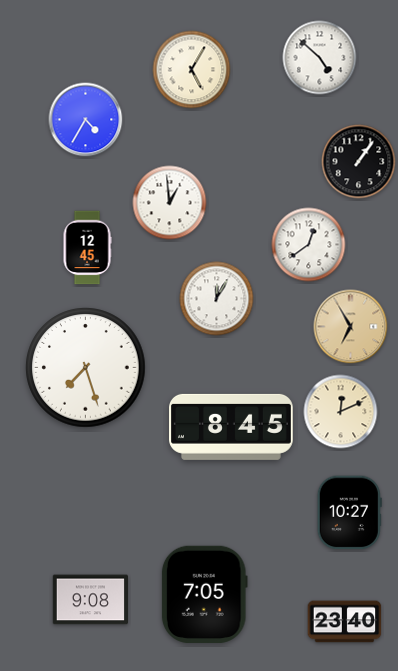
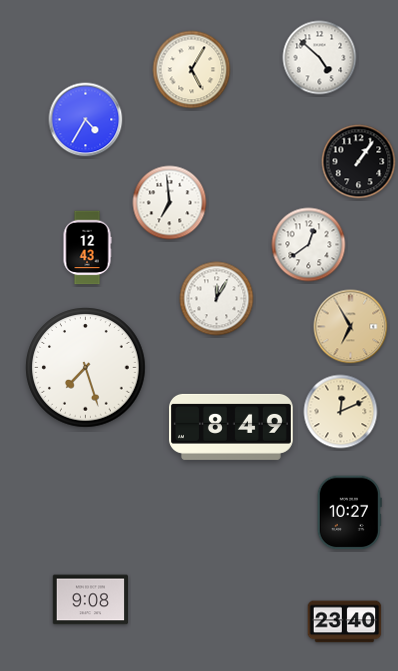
clock at (170, 203): 12:59 -> 6:59
clock at (87, 248): 12:45 -> 12:43
clock at (232, 427): 8:45 -> 8:49
clock at (204, 594): 7:05 -> none
